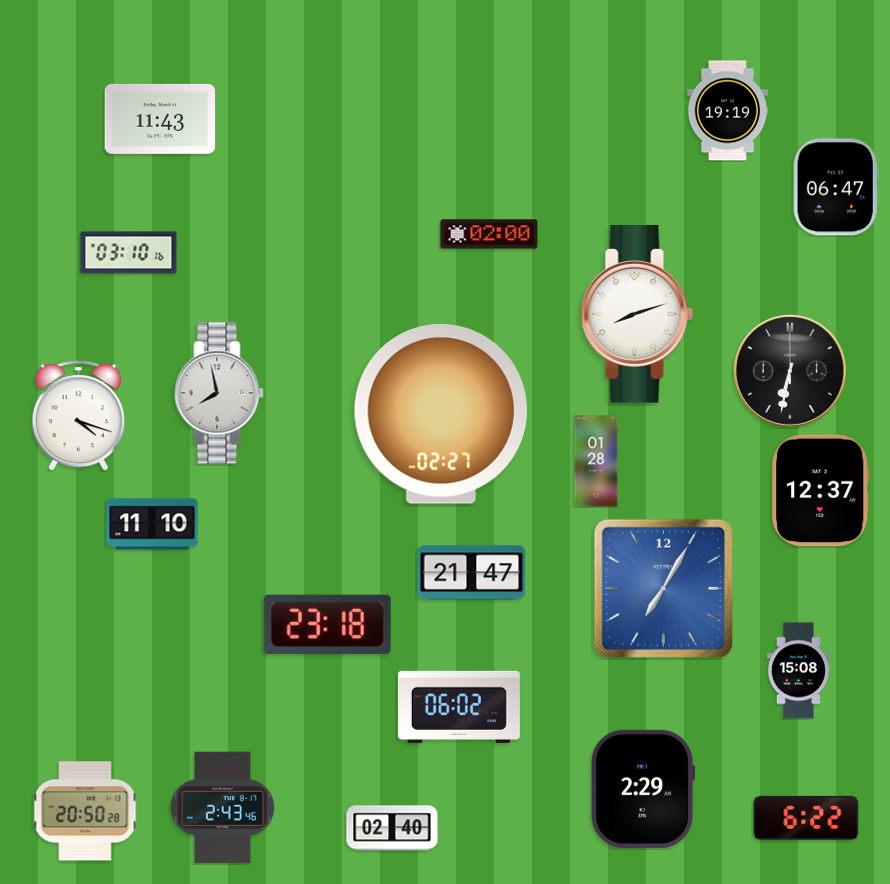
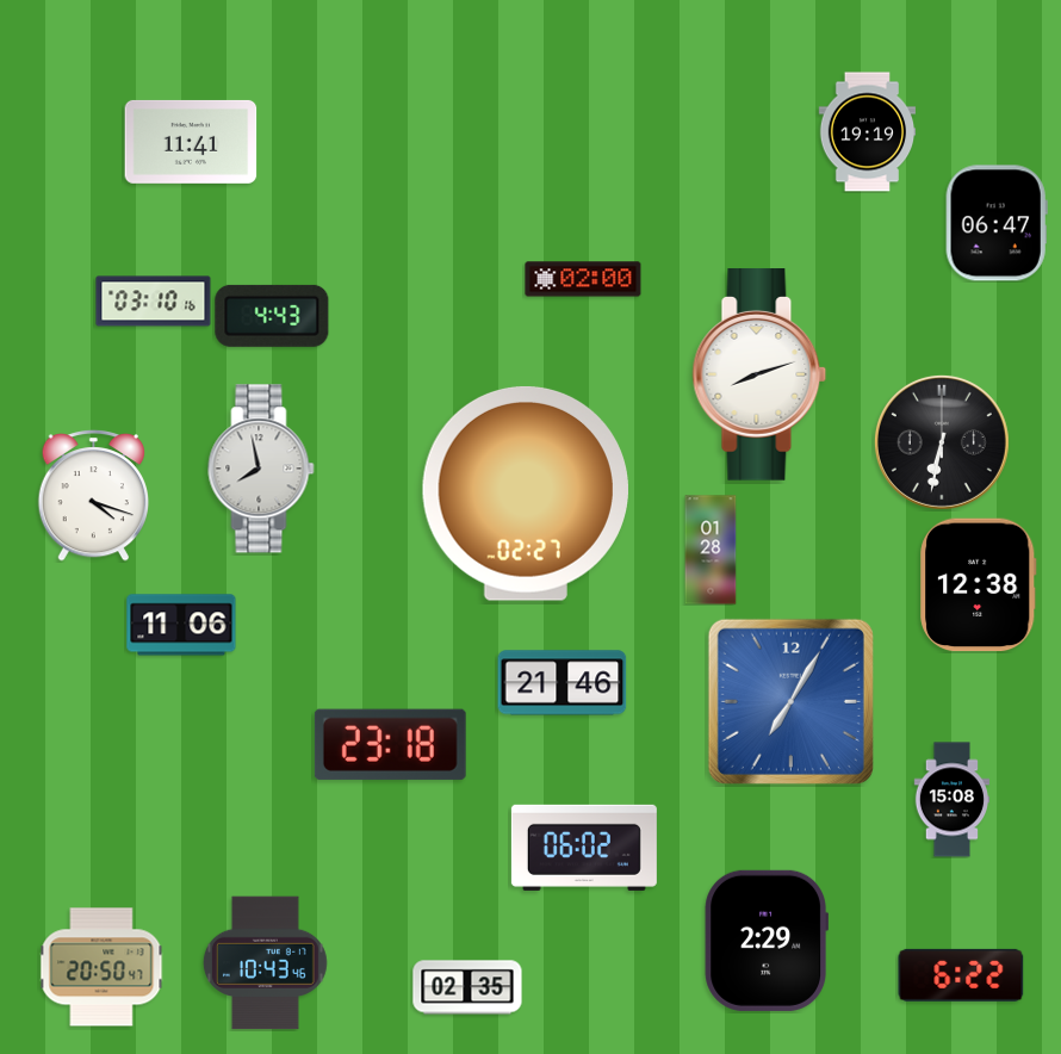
clock at (160, 119): 11:43 -> 11:41
clock at (272, 316): none -> 4:43
clock at (821, 491): 12:37 -> 12:38
clock at (152, 524): 11:10 -> 11:06
clock at (472, 573): 21:47 -> 21:46
clock at (459, 707) position: (459, 707) -> (584, 848)
clock at (222, 808): 2:43 -> 10:43
clock at (85, 811): 20:50:28 -> 20:50:47
clock at (392, 828): 02:40 -> 02:35
